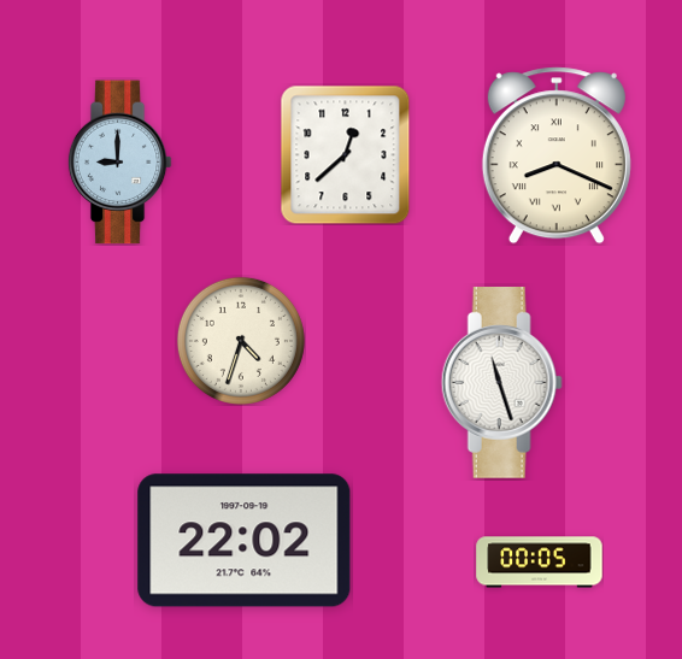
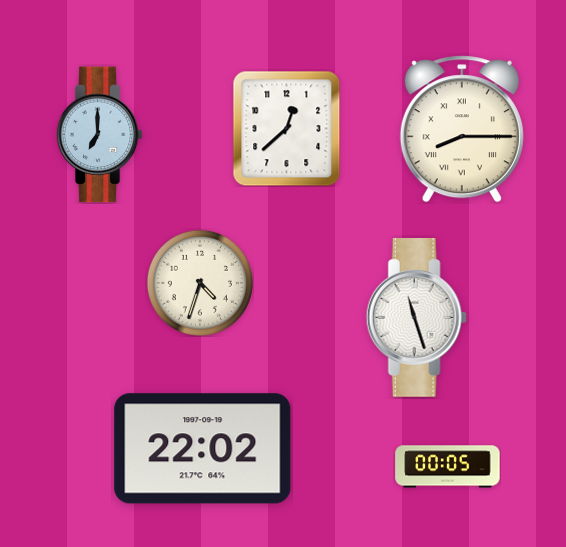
clock at (557, 155): 8:19 -> 8:15
clock at (119, 163): 9:00 -> 7:00
